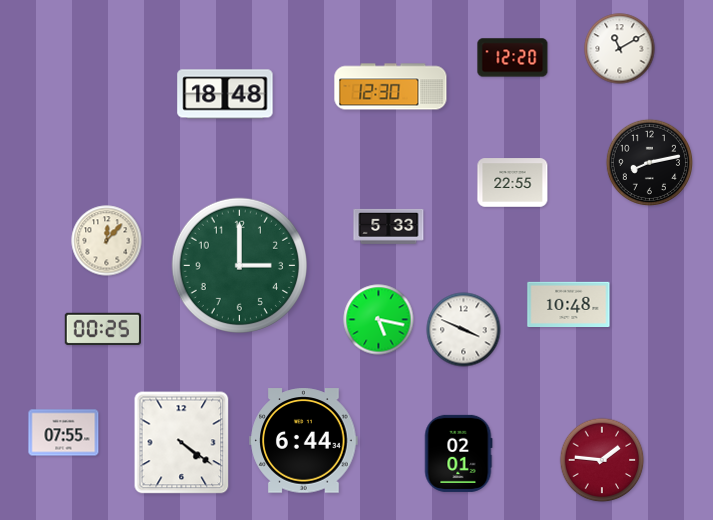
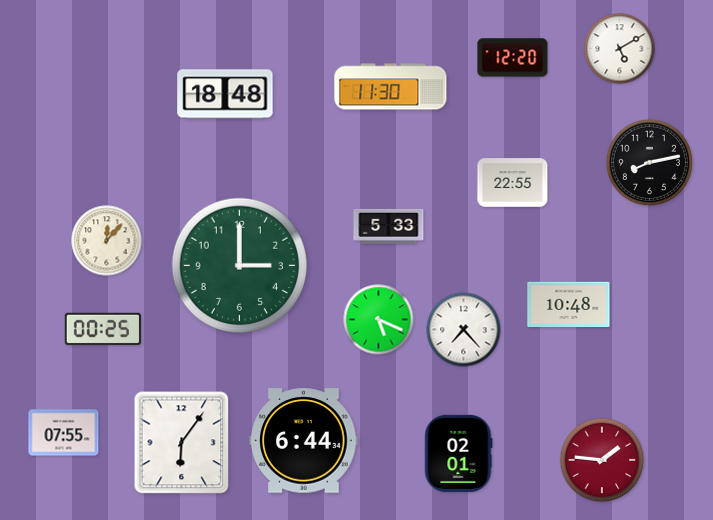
clock at (620, 49): 11:10 -> 5:10
clock at (391, 87): 12:30 -> 11:30
clock at (379, 320): 5:17 -> 5:19
clock at (464, 330): 3:49 -> 7:23
clock at (182, 443): 4:21 -> 6:06
